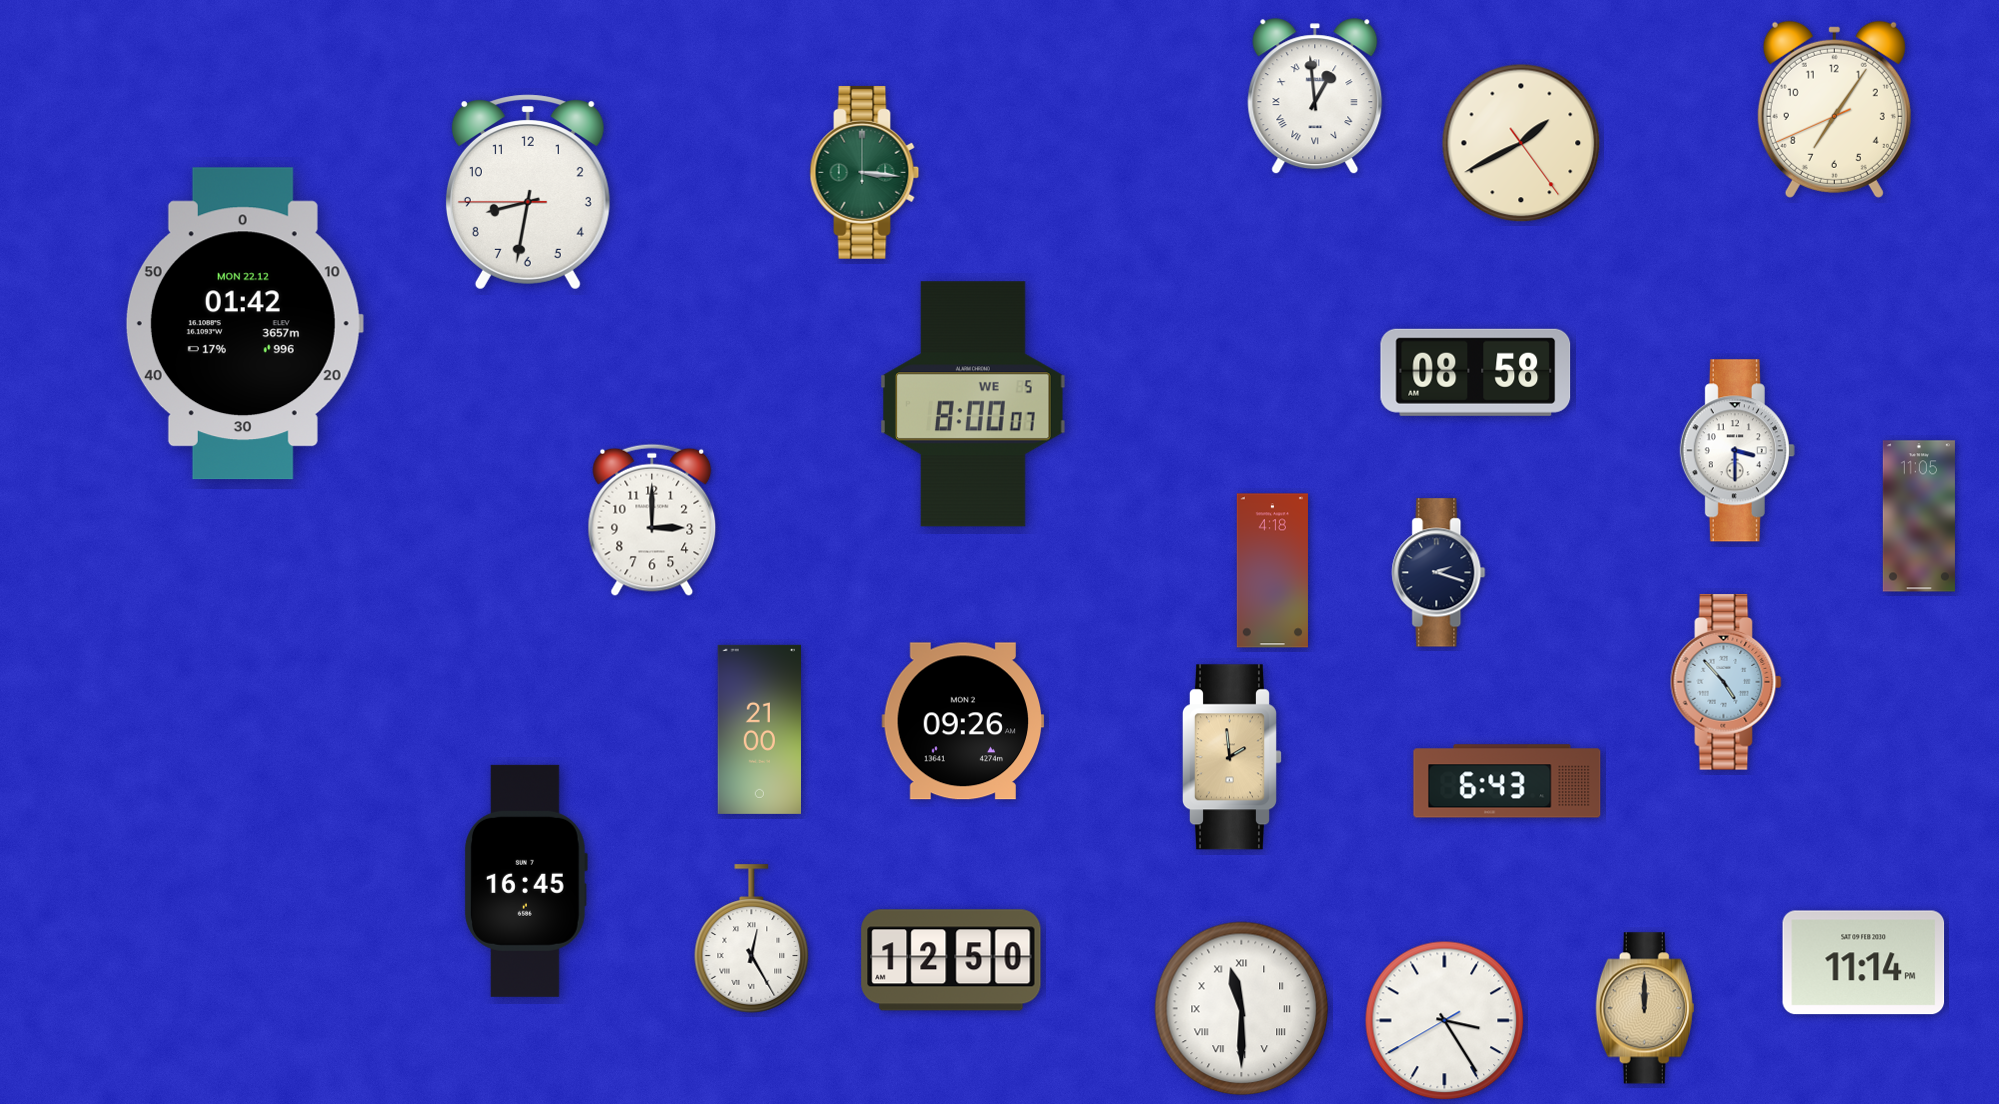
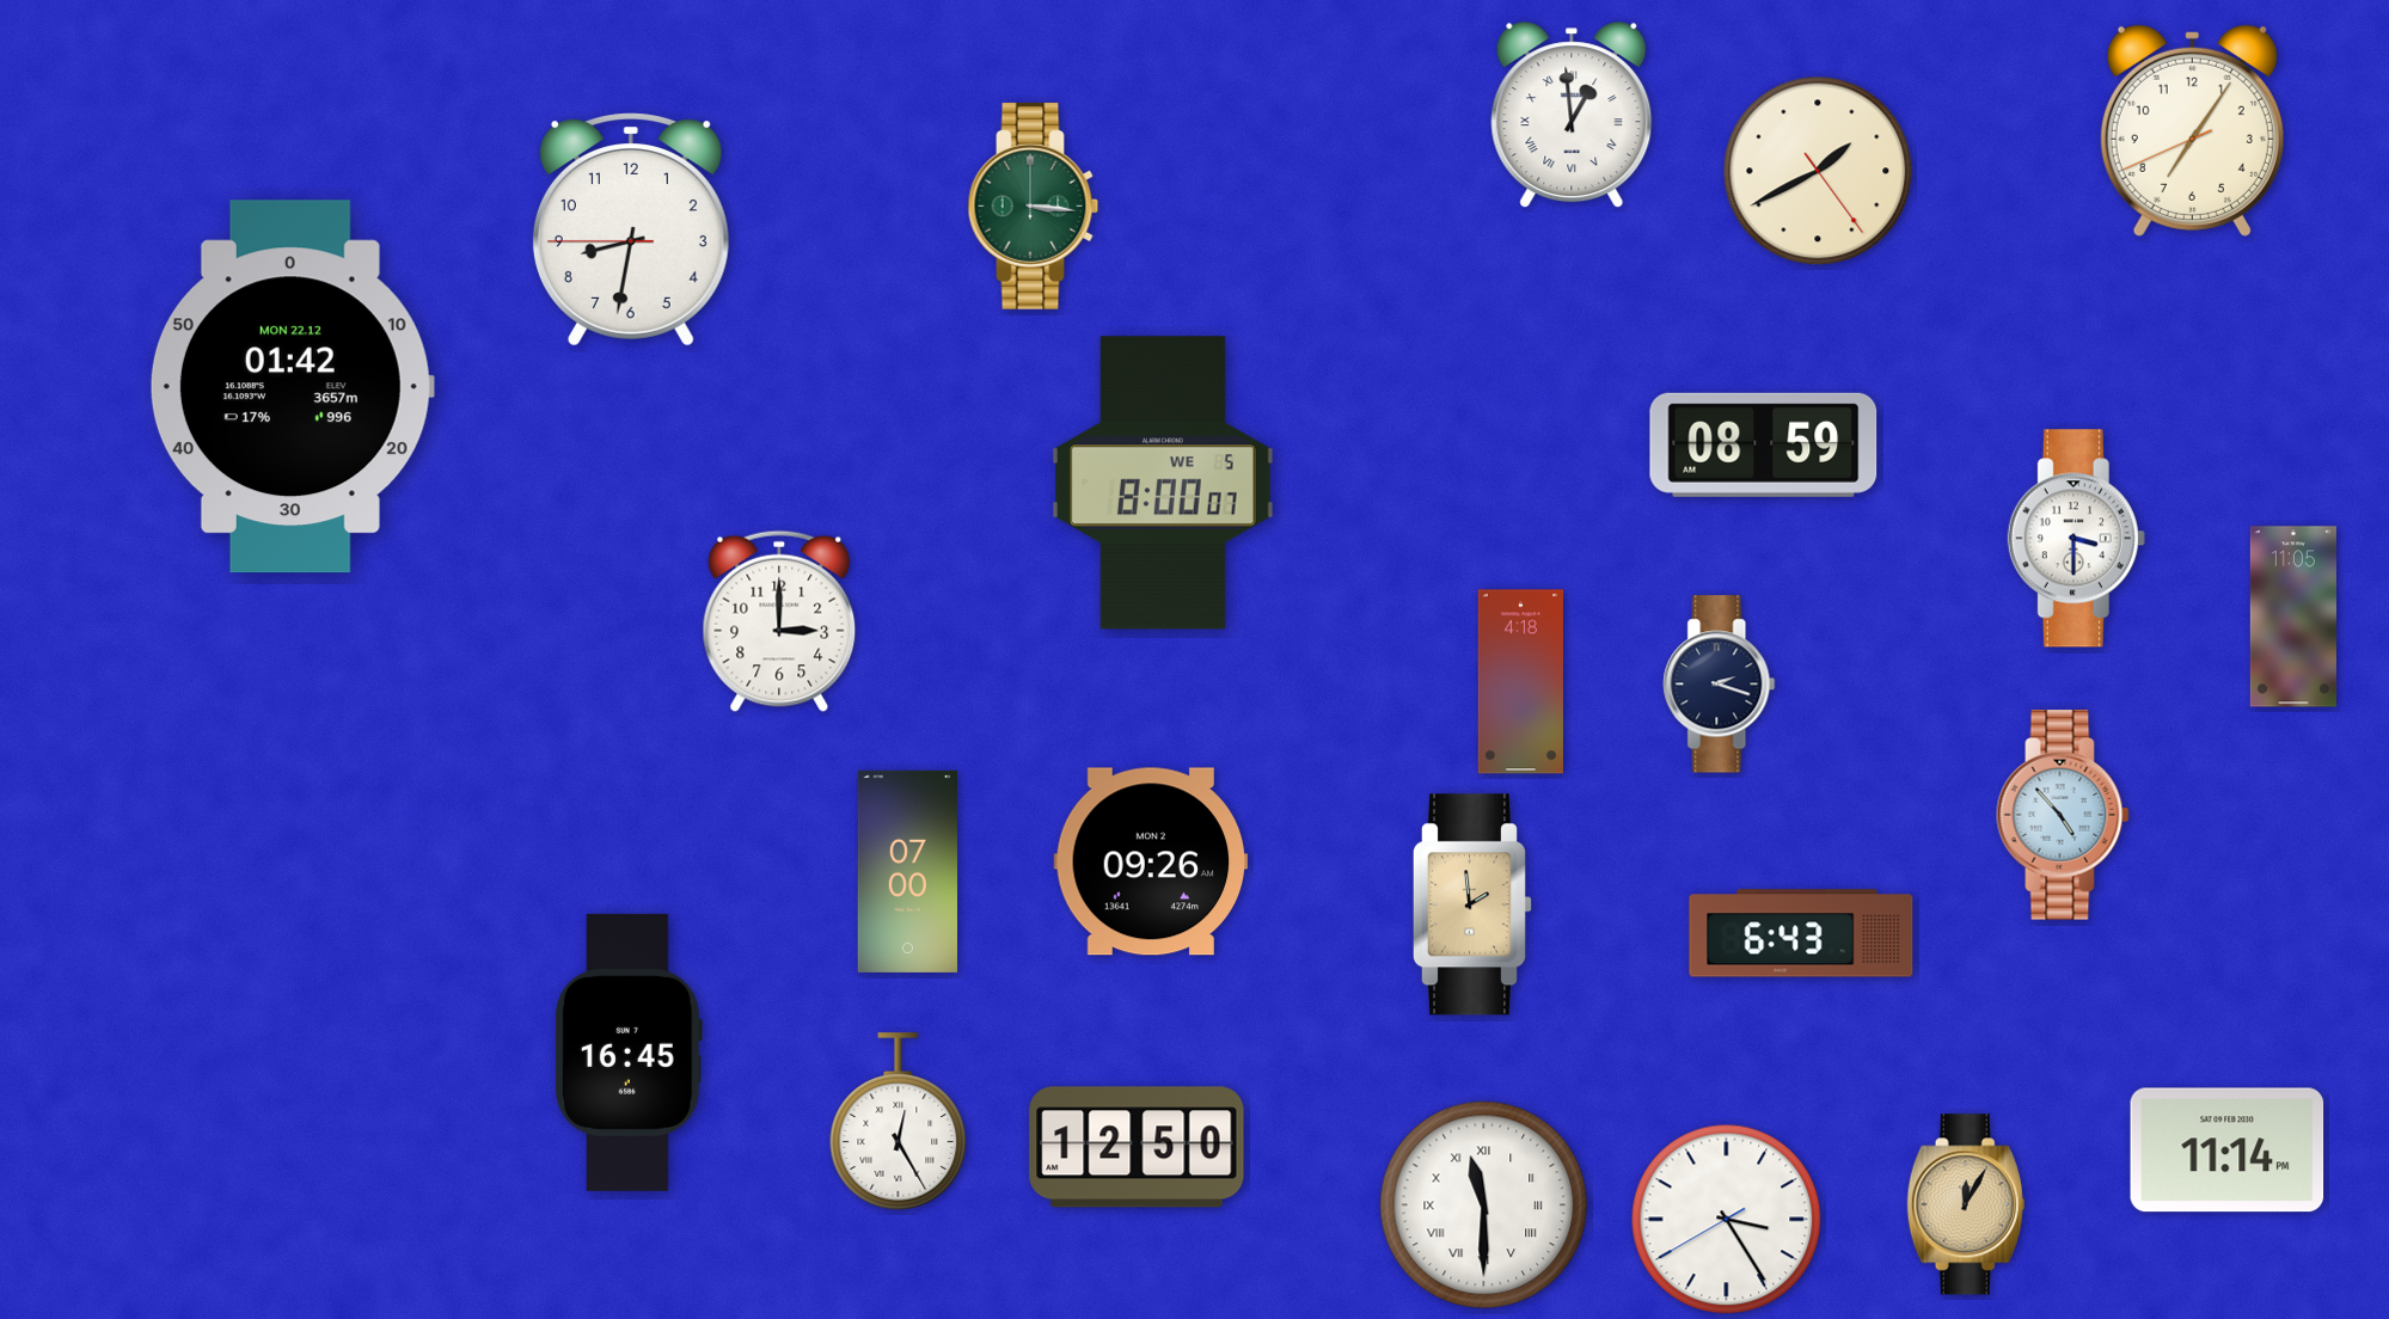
clock at (1476, 372): 08:58 -> 08:59
clock at (759, 729): 21:00 -> 07:00
clock at (1645, 1008): 12:00 -> 12:05
